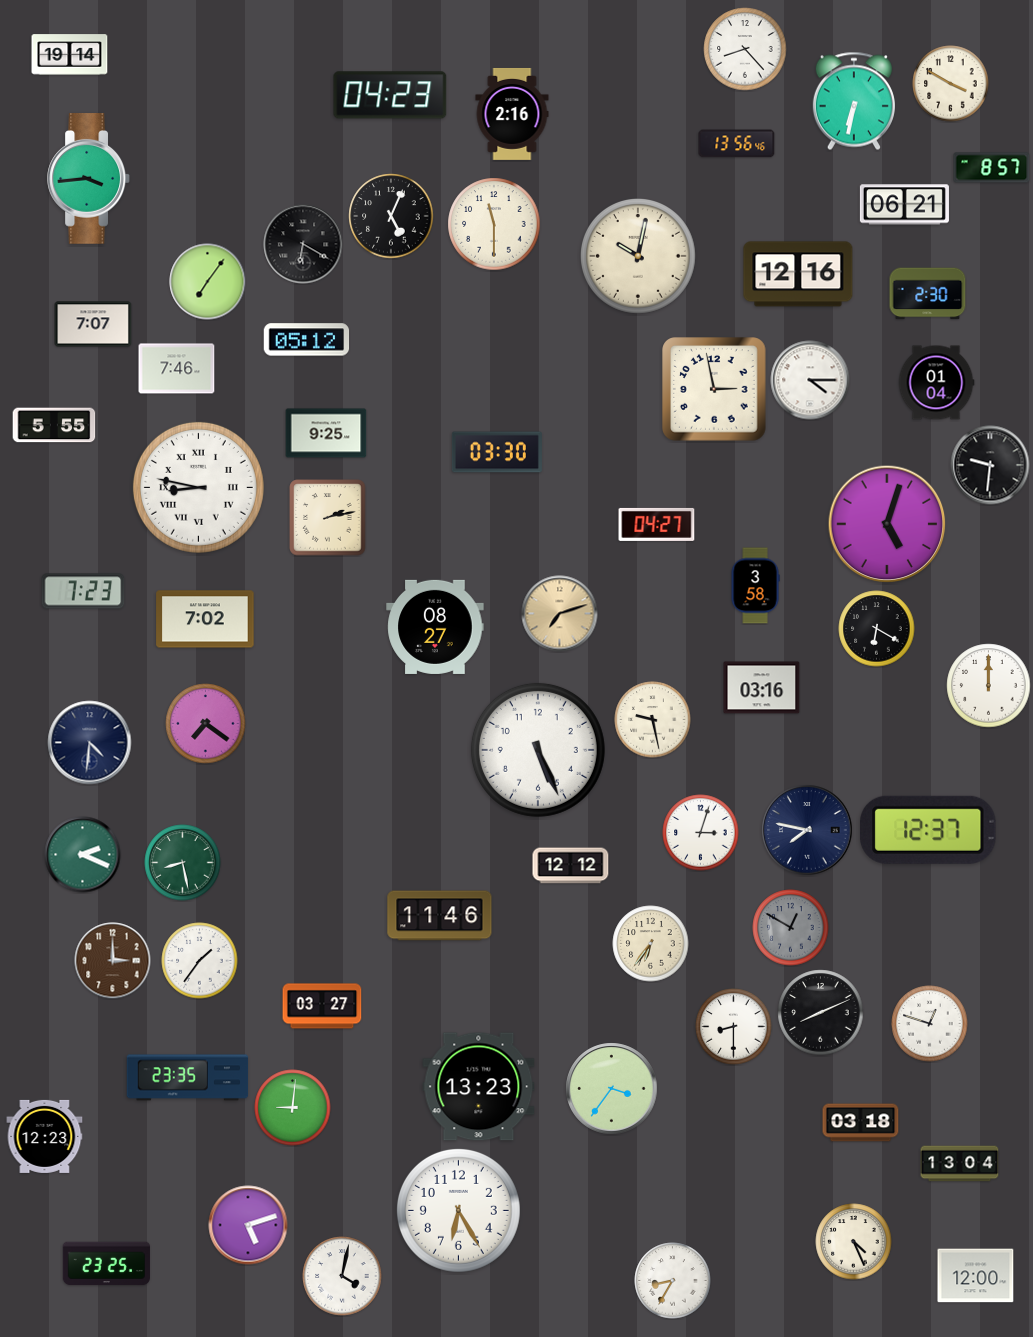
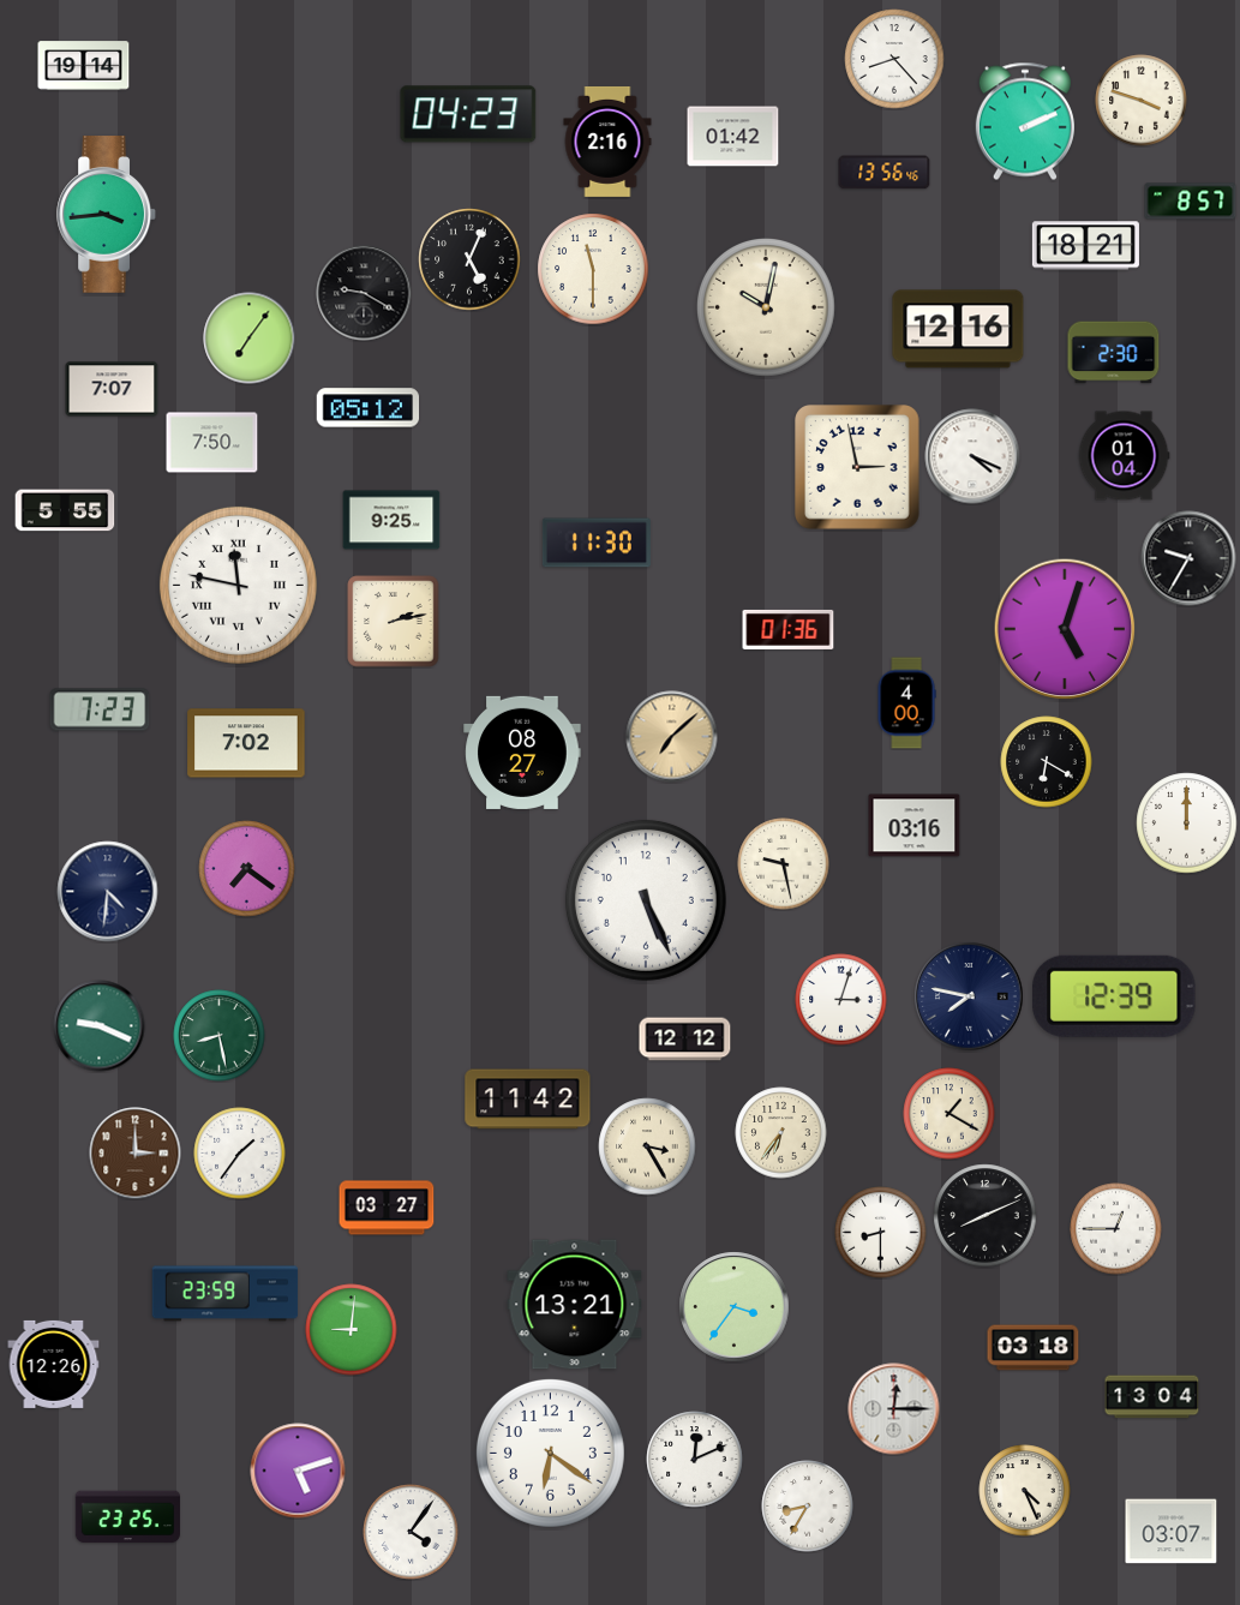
clock at (951, 84): 3:50 -> 3:48
clock at (854, 101): 6:32 -> 2:11
clock at (512, 114) position: (512, 114) -> (607, 142)
clock at (733, 137): none -> 01:42
clock at (904, 205): 06:21 -> 18:21
clock at (303, 244): 6:20 -> 9:20
clock at (177, 369): 7:46 -> 7:50
clock at (810, 380): 4:15 -> 4:19
clock at (936, 383) position: (936, 383) -> (1124, 456)
clock at (497, 452): 03:30 -> 11:30
clock at (990, 465): 9:31 -> 9:35
clock at (198, 487): 8:47 -> 11:47
clock at (657, 524): 04:27 -> 01:36
clock at (755, 586): 3:58 -> 4:00
clock at (560, 614): 7:12 -> 7:08
clock at (877, 629) position: (877, 629) -> (1047, 762)
clock at (928, 830): 12:37 -> 12:39
clock at (83, 855): 2:19 -> 9:19
clock at (440, 916): 11:46 -> 11:42
clock at (791, 928): 12:50 -> 1:20
clock at (791, 928) dial: grey -> cream
clock at (647, 1146): none -> 3:25
clock at (930, 1024): 12:48 -> 12:45
clock at (188, 1078): 23:35 -> 23:59
clock at (479, 1087): 13:23 -> 13:21
clock at (45, 1136): 12:23 -> 12:26
clock at (894, 1409): none -> 12:15
clock at (458, 1210): 6:25 -> 6:21
clock at (695, 1460): none -> 12:11
clock at (342, 1276): 4:02 -> 4:06
clock at (976, 1276): 12:00 -> 03:07
clock at (673, 1281) position: (673, 1281) -> (808, 1507)
